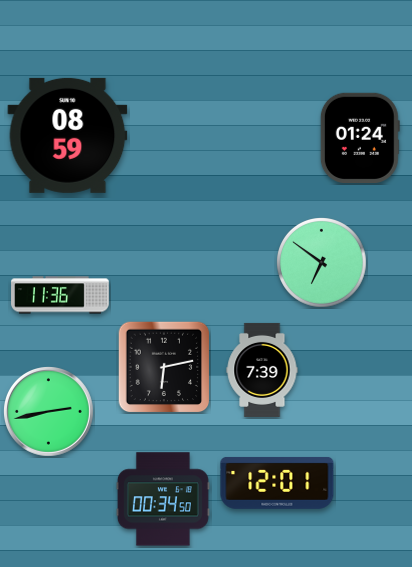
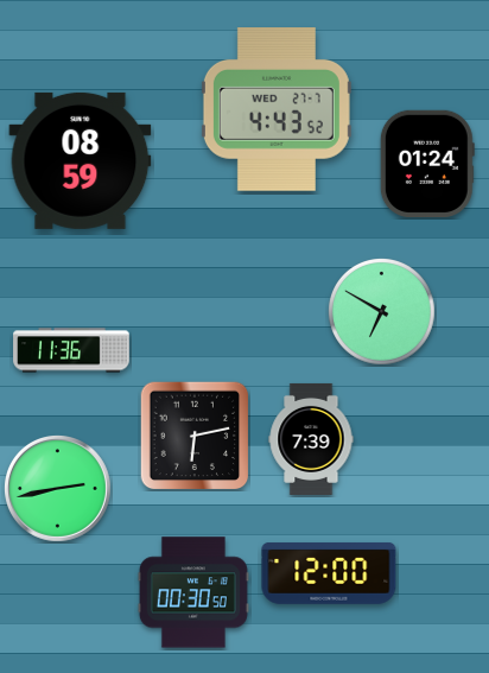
clock at (277, 110): none -> 4:43
clock at (322, 263): 6:51 -> 6:50
clock at (277, 483): 12:01 -> 12:00
clock at (163, 499): 00:34 -> 00:30
